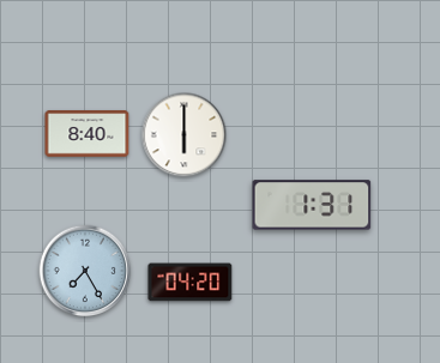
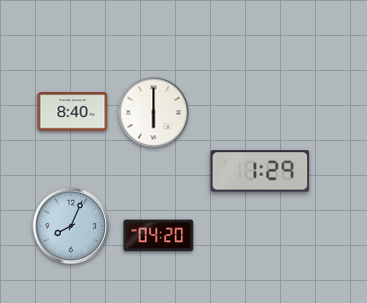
clock at (312, 205): 1:31 -> 1:29
clock at (85, 271): 7:25 -> 8:04
